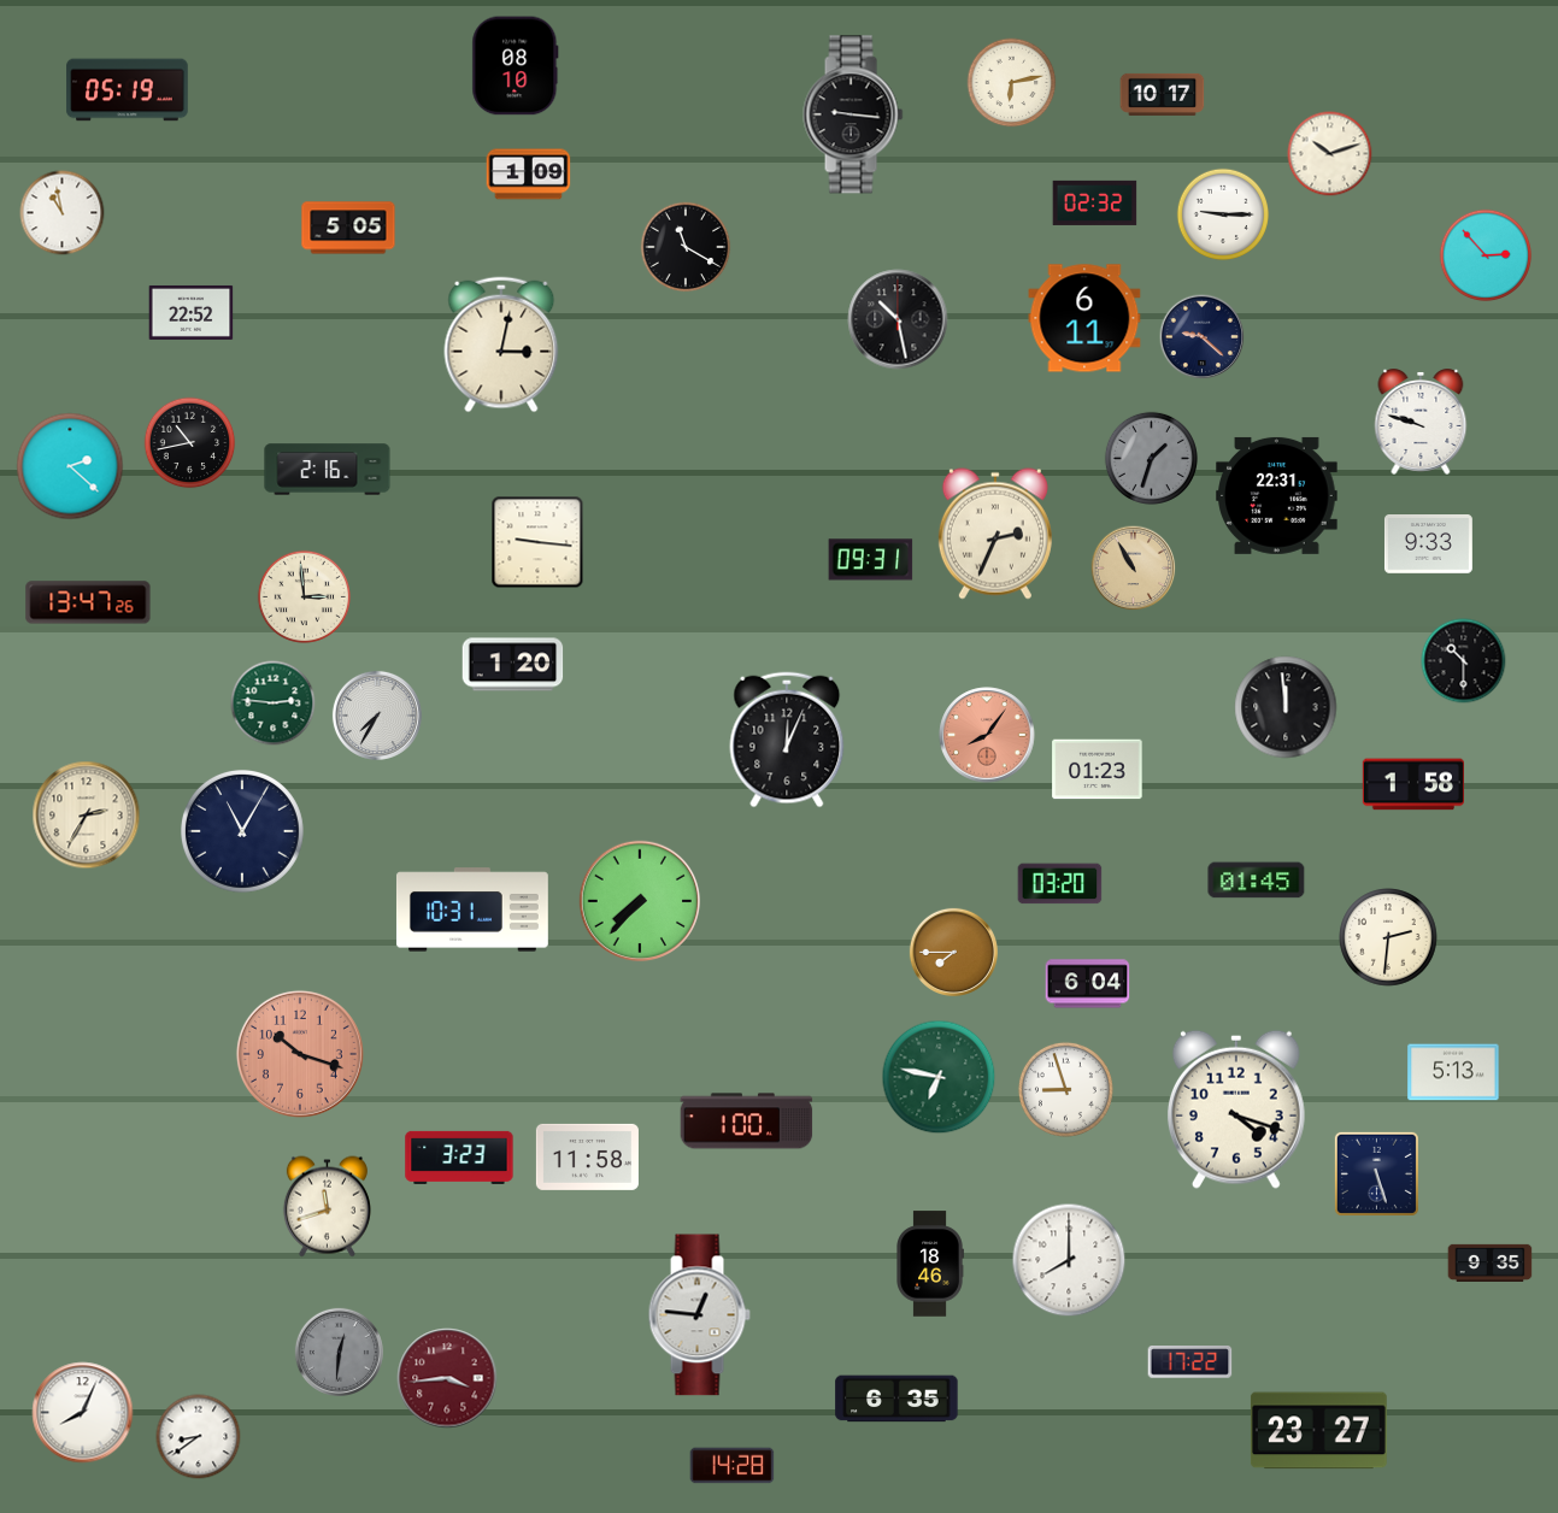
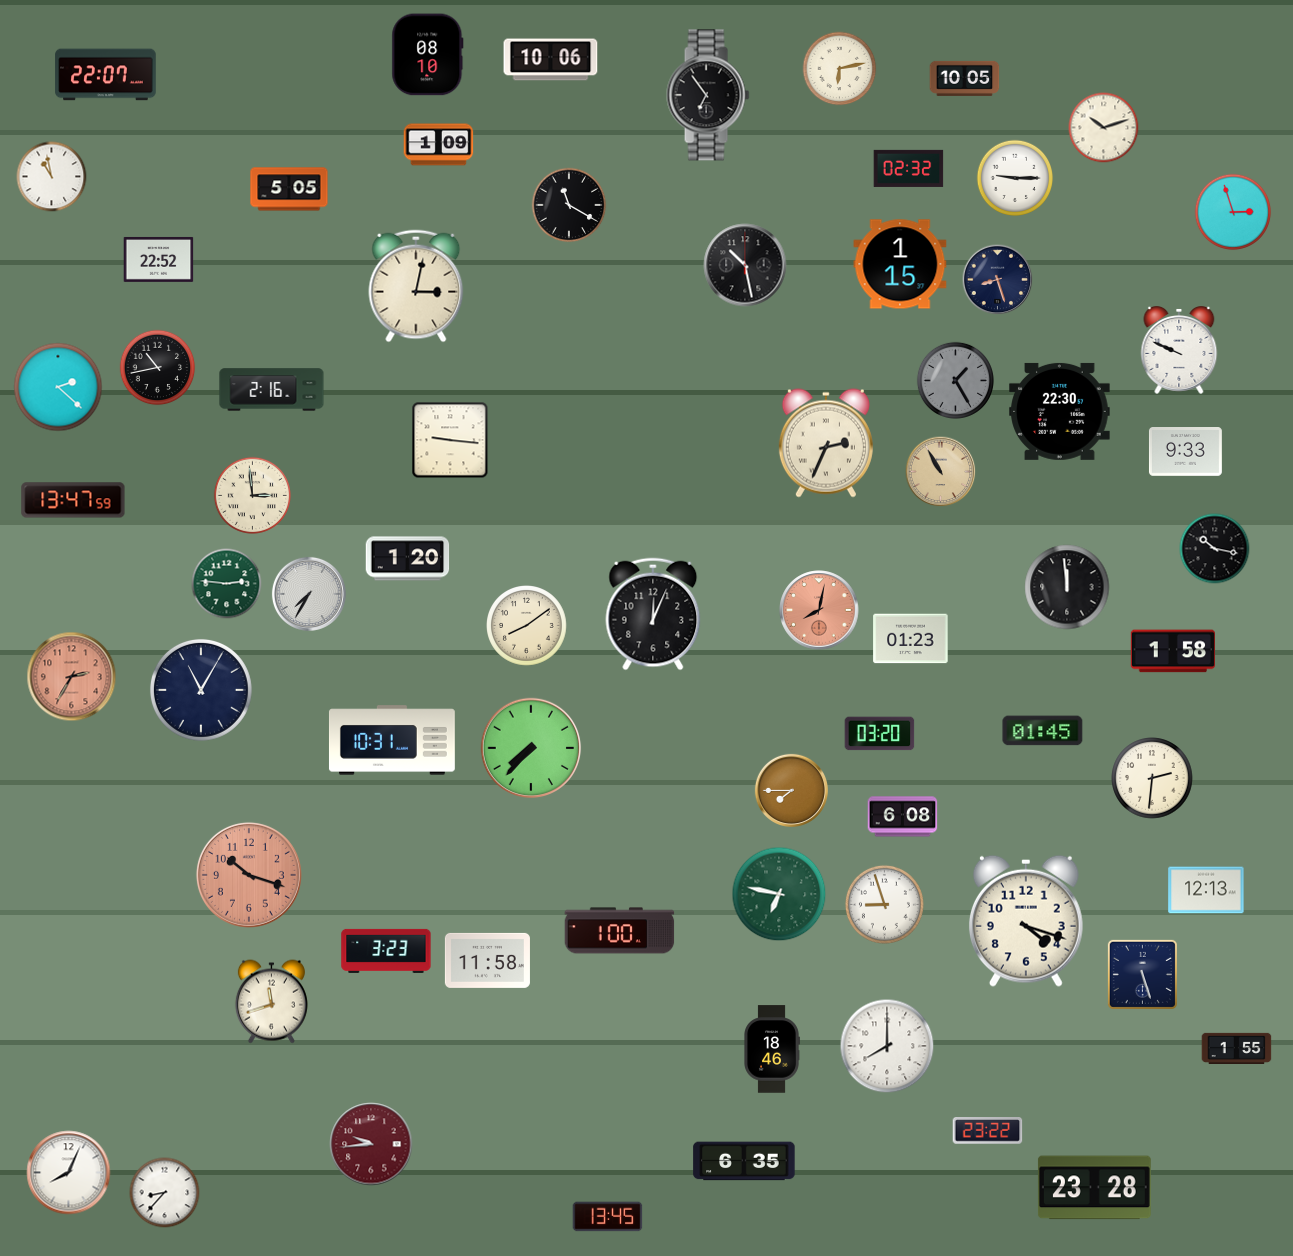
clock at (551, 60): none -> 10:06
clock at (128, 90): 05:19 -> 22:07
clock at (1163, 94): 10:17 -> 10:05
clock at (853, 114): 9:16 -> 6:54
clock at (1486, 255): 2:53 -> 2:57
clock at (1084, 318): 6:11 -> 1:15
clock at (1203, 337): 9:22 -> 8:27
clock at (1421, 423): 9:48 -> 9:49
clock at (1151, 458): 1:33 -> 1:25
clock at (1277, 495): 22:31 -> 22:30
clock at (537, 542) position: (537, 542) -> (450, 440)
clock at (871, 560): 09:31 -> none
clock at (88, 602): 13:47:26 -> 13:47:59
clock at (1464, 661): 10:30 -> 10:17
clock at (513, 665) position: (513, 665) -> (408, 559)
clock at (377, 716) position: (377, 716) -> (309, 594)
clock at (987, 735): 8:06 -> 8:02
clock at (527, 626): none -> 8:09
clock at (87, 816) dial: cream -> salmon
clock at (472, 909) position: (472, 909) -> (392, 740)
clock at (1088, 984): 6:04 -> 6:08
clock at (1453, 1072): 5:13 -> 12:13
clock at (459, 1158) position: (459, 1158) -> (386, 951)
clock at (1491, 1262): 9:35 -> 1:55
clock at (699, 1315): 12:46 -> none
clock at (339, 1352): 12:31 -> none
clock at (1190, 1362): 17:22 -> 23:22
clock at (447, 1378): 3:44 -> 9:44
clock at (1318, 1431): 23:27 -> 23:28
clock at (199, 1437): 8:39 -> 8:37
clock at (733, 1466): 14:28 -> 13:45
